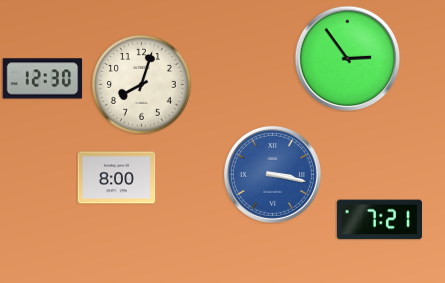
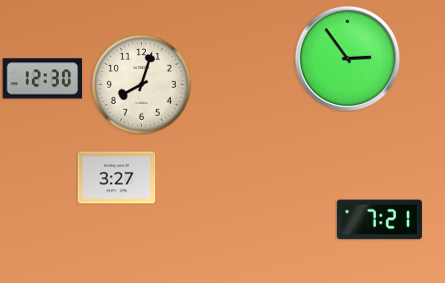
clock at (272, 174): 3:17 -> none
clock at (116, 178): 8:00 -> 3:27
